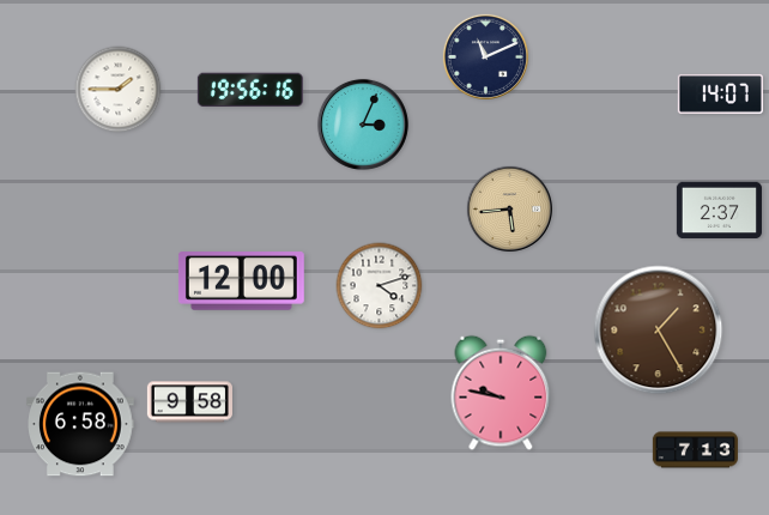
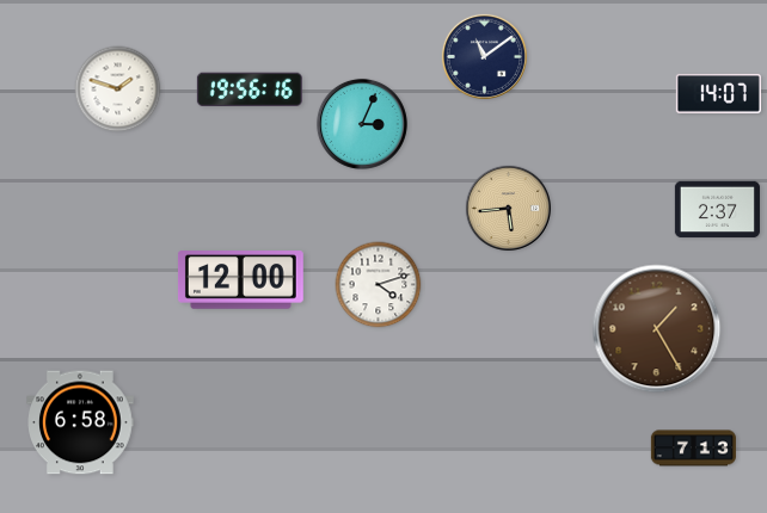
clock at (485, 56): 11:11 -> 11:09
clock at (119, 90): 1:45 -> 1:48
clock at (501, 393): 9:47 -> none
clock at (189, 402): 9:58 -> none
